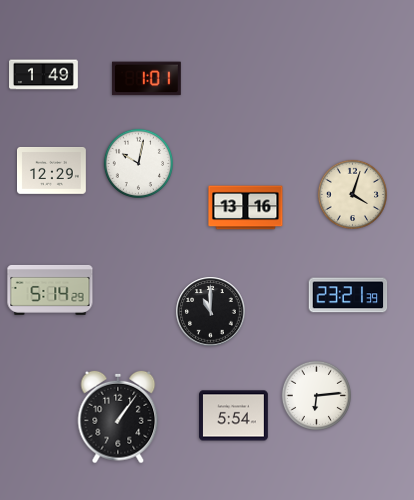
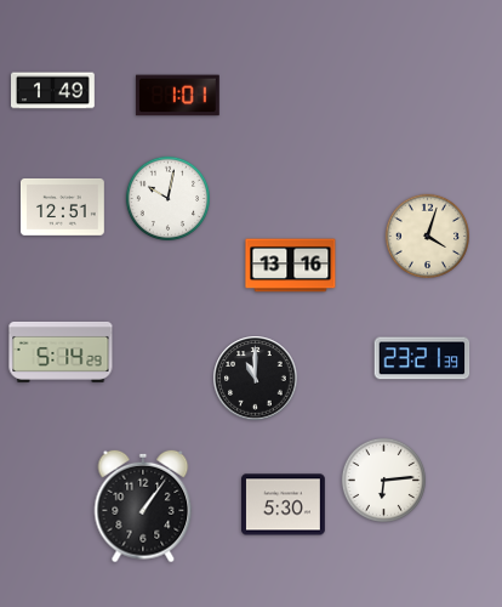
clock at (52, 170): 12:29 -> 12:51
clock at (246, 208) position: (246, 208) -> (291, 266)
clock at (234, 416): 5:54 -> 5:30
